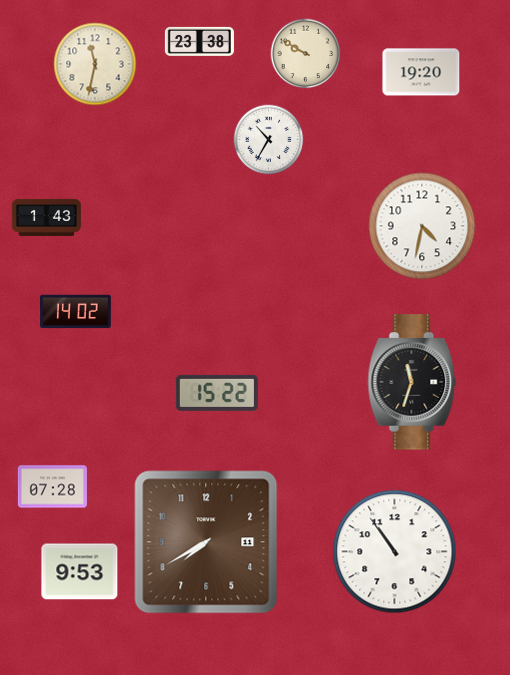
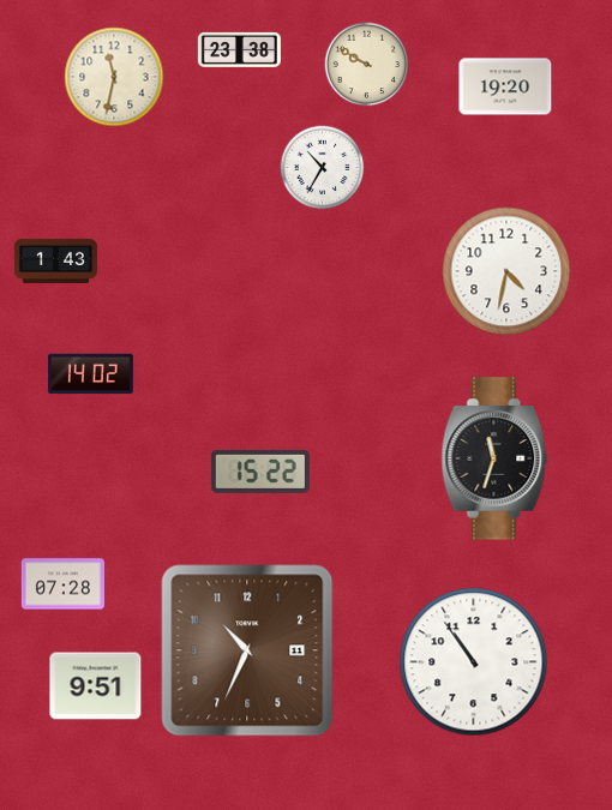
clock at (206, 542): 7:40 -> 10:34
clock at (80, 572): 9:53 -> 9:51
